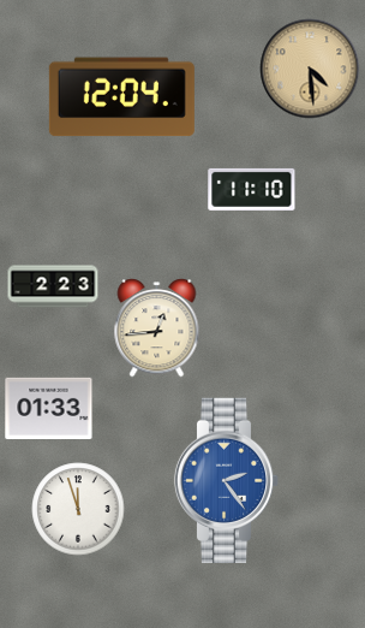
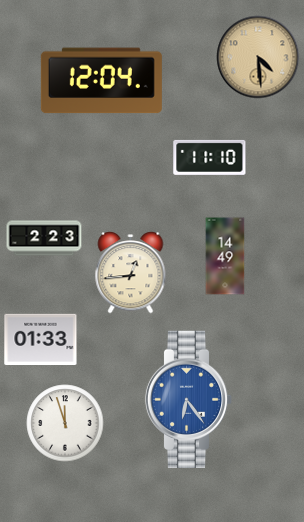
clock at (225, 256): none -> 14:49
clock at (227, 480): 2:24 -> 6:24
